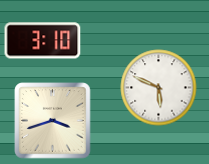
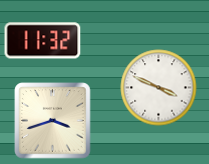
clock at (43, 41): 3:10 -> 11:32
clock at (159, 88): 5:49 -> 3:49
